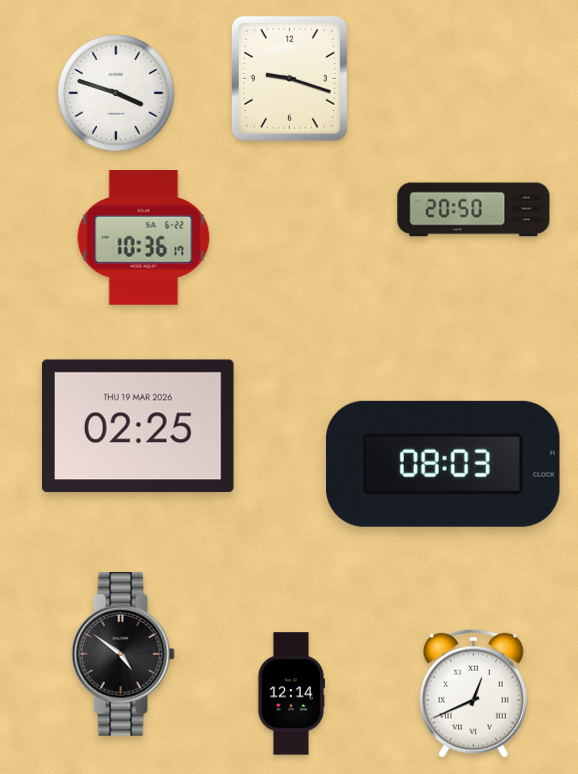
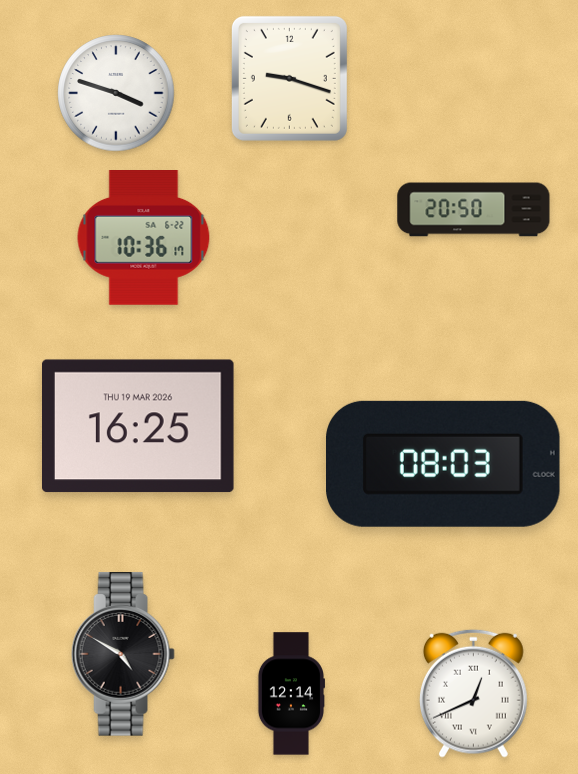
clock at (139, 426): 02:25 -> 16:25
clock at (123, 654): 4:51 -> 4:50
